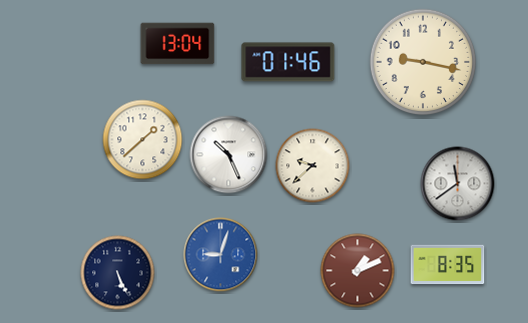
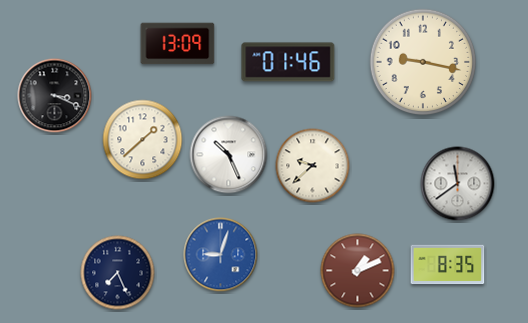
clock at (178, 44): 13:04 -> 13:09
clock at (55, 96): none -> 3:19
clock at (118, 273): 5:26 -> 7:26
